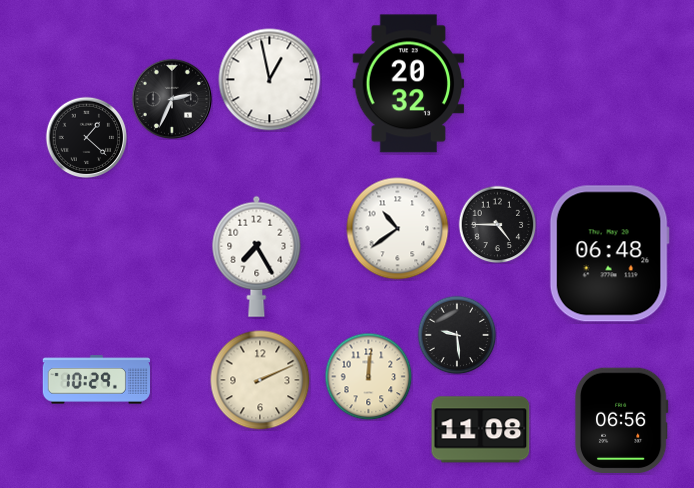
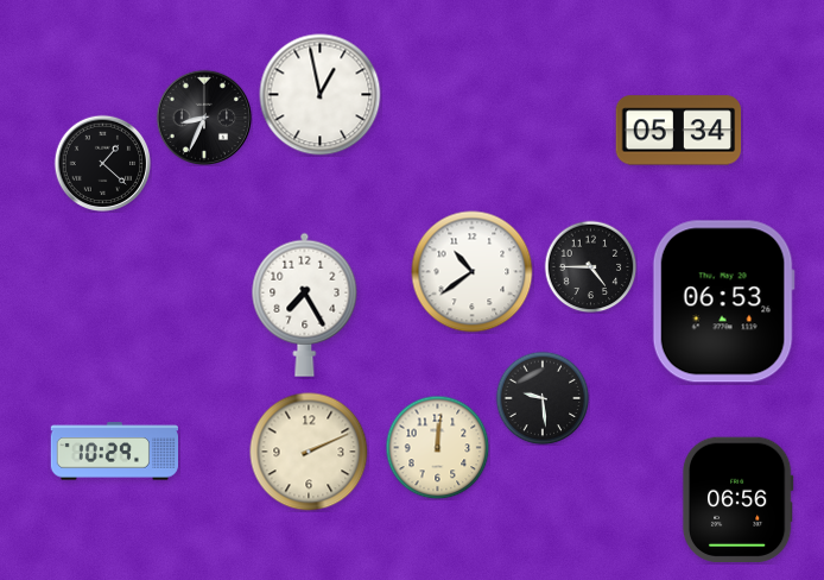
clock at (409, 84): 20:32 -> none
clock at (171, 98): 2:34 -> 8:34
clock at (679, 131): none -> 05:34
clock at (609, 254): 06:48 -> 06:53
clock at (481, 430): 11:08 -> none
